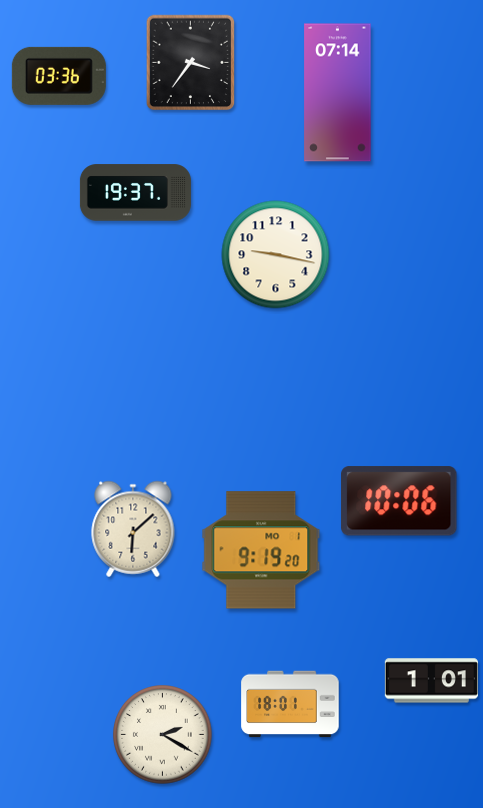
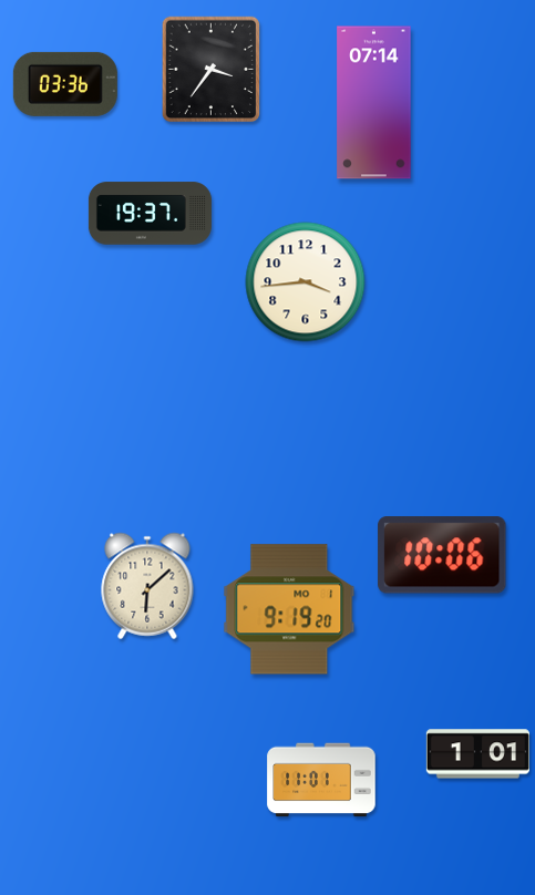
clock at (276, 255): 9:17 -> 3:44
clock at (290, 704): 18:01 -> 11:01
clock at (163, 735): 2:20 -> none
